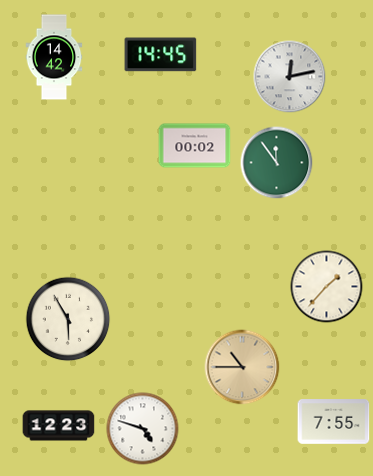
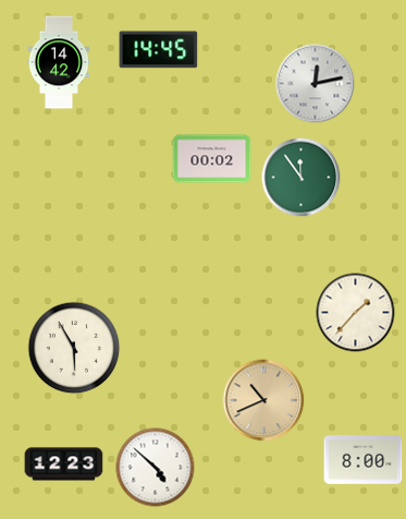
clock at (161, 55) position: (161, 55) -> (159, 50)
clock at (242, 367): 10:45 -> 10:41
clock at (334, 422): 7:55 -> 8:00
clock at (143, 429): 4:48 -> 4:52
